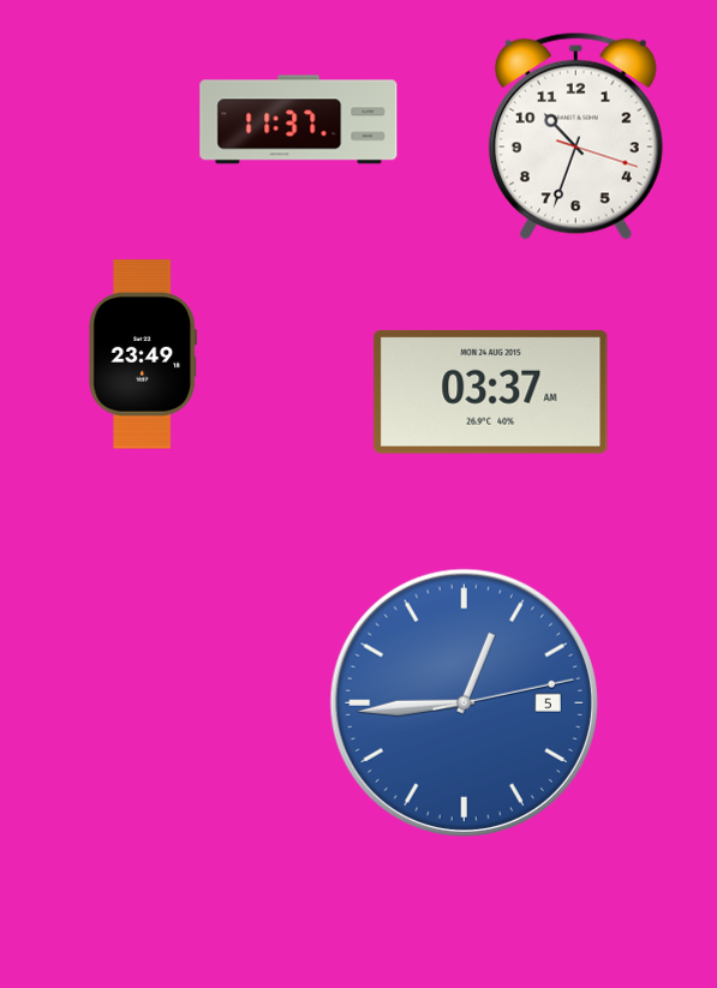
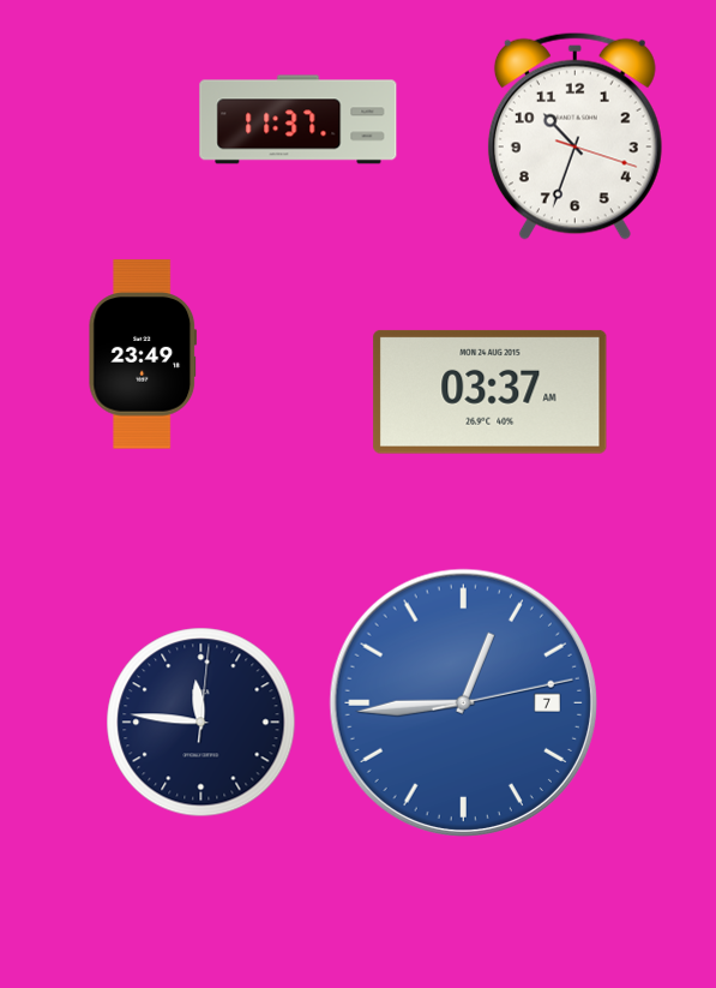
clock at (464, 702) date: 5 -> 7
clock at (201, 723): none -> 11:46
